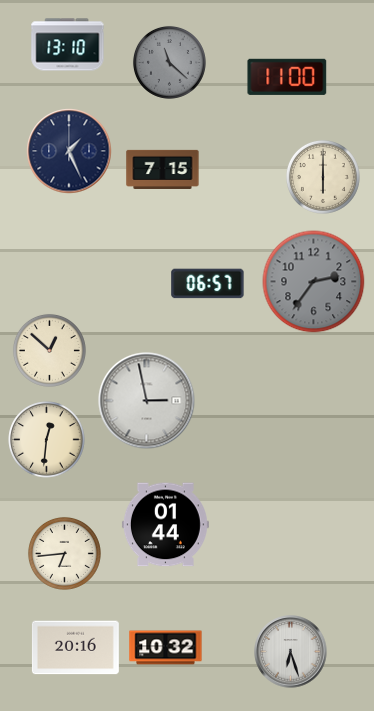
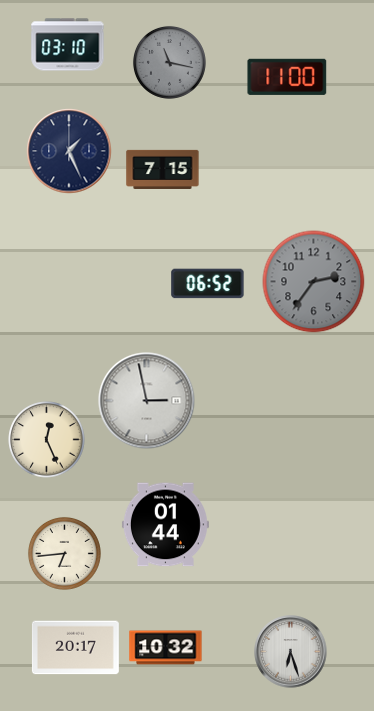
clock at (68, 45): 13:10 -> 03:10
clock at (169, 62): 11:22 -> 11:17
clock at (323, 177): 6:00 -> none
clock at (208, 284): 06:57 -> 06:52
clock at (49, 350): 12:52 -> none
clock at (47, 440): 12:31 -> 12:26
clock at (75, 648): 20:16 -> 20:17
